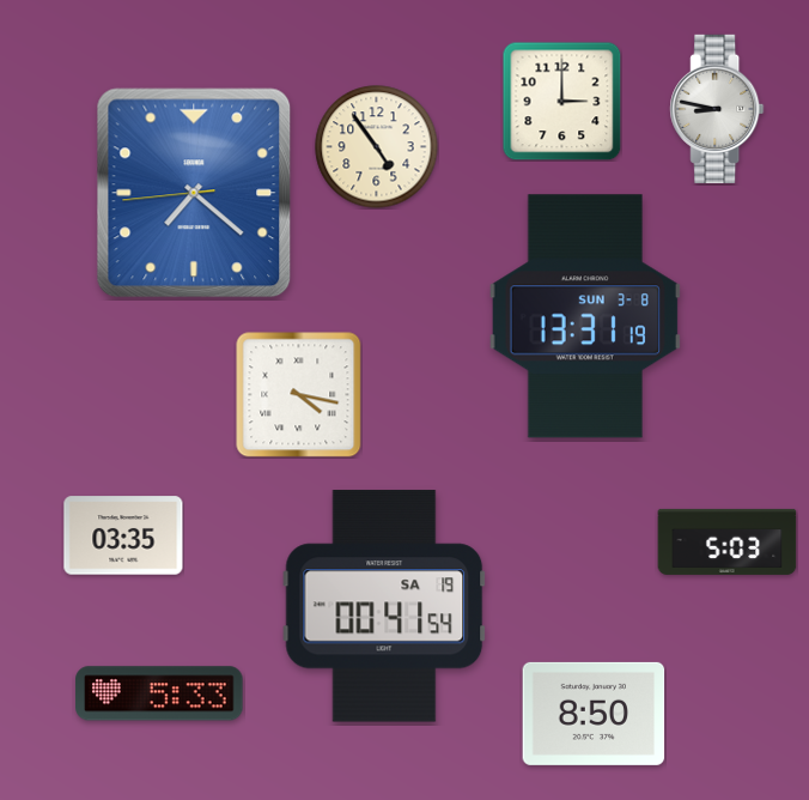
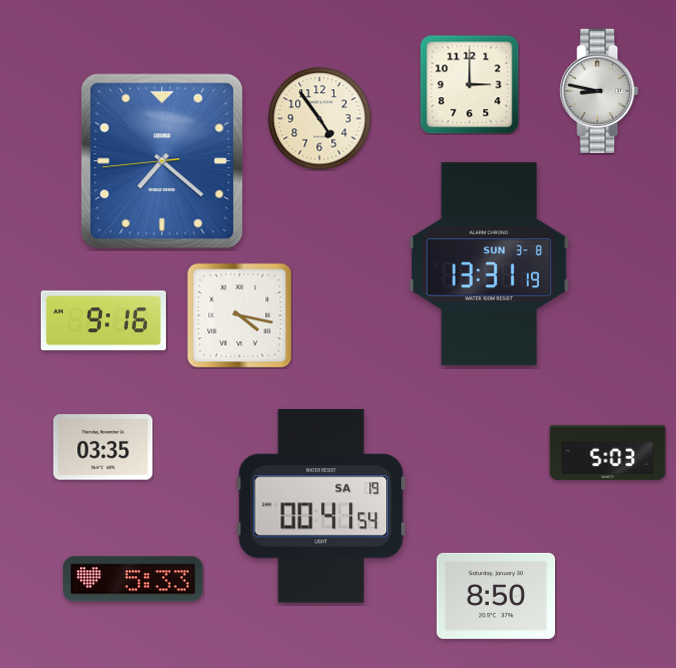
clock at (377, 147) position: (377, 147) -> (320, 119)
clock at (103, 321): none -> 9:16
clock at (298, 394) position: (298, 394) -> (239, 315)
